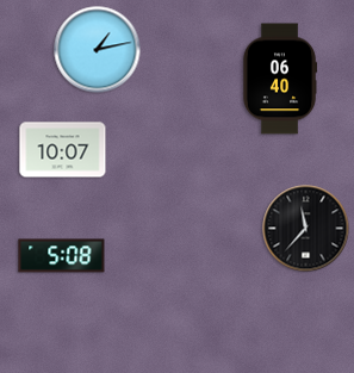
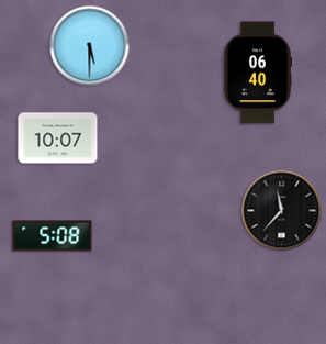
clock at (98, 50): 1:13 -> 5:30
clock at (62, 256) position: (62, 256) -> (53, 236)
